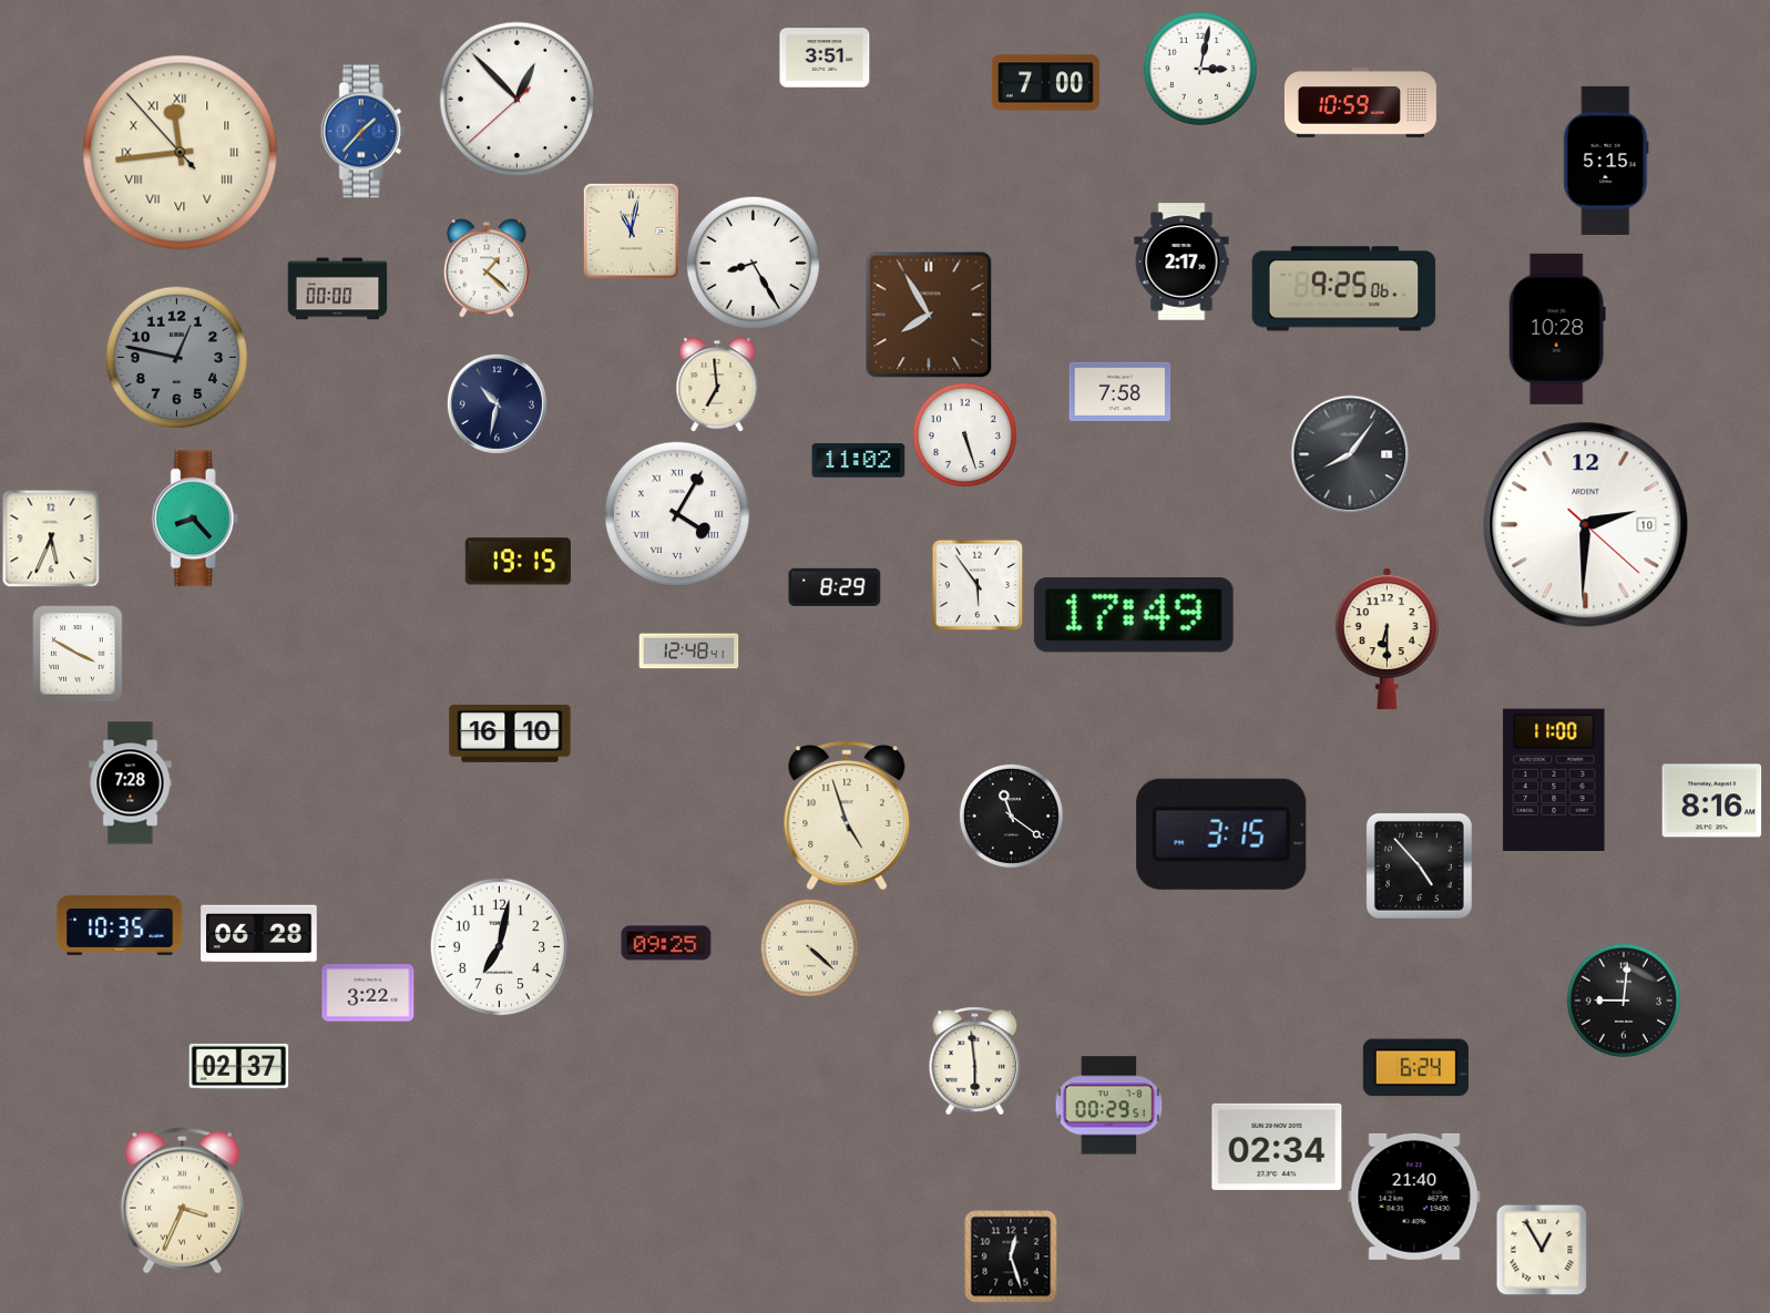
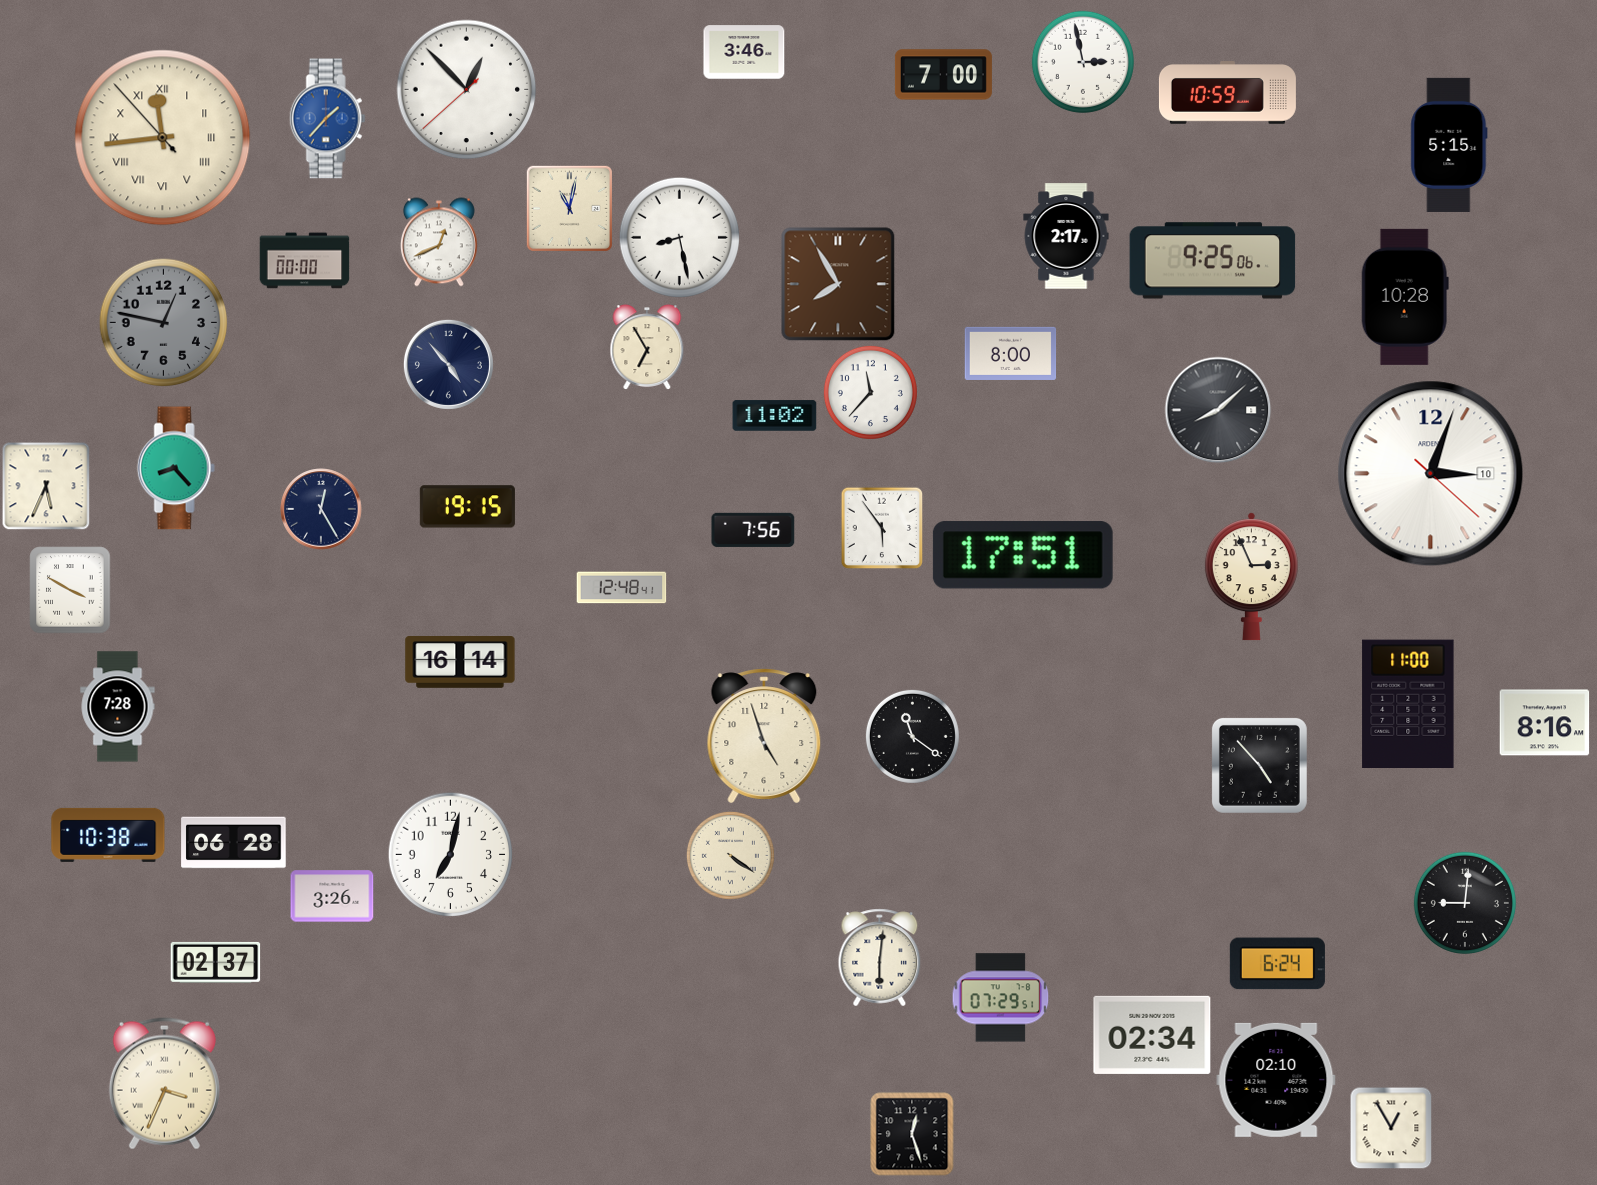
clock at (825, 58): 3:51 -> 3:46
clock at (1200, 69): 3:02 -> 2:58
clock at (753, 263): 8:25 -> 8:28
clock at (487, 268): 1:22 -> 12:41
clock at (177, 358) position: (177, 358) -> (164, 323)
clock at (717, 384): 6:59 -> 6:55
clock at (1121, 391): 7:58 -> 8:00
clock at (497, 403): 10:32 -> 4:53
clock at (964, 434): 5:27 -> 11:37
clock at (1350, 454): 8:06 -> 8:08
clock at (677, 514): 4:05 -> none
clock at (1586, 525): 2:30 -> 3:03
clock at (321, 509): none -> 12:25
clock at (835, 587): 8:29 -> 7:56
clock at (1134, 615): 17:49 -> 17:51
clock at (1387, 639): 6:30 -> 2:56
clock at (510, 735): 16:10 -> 16:14
clock at (1554, 779) position: (1554, 779) -> (1408, 703)
clock at (1221, 834): 3:15 -> none
clock at (1419, 865) position: (1419, 865) -> (1259, 765)
clock at (120, 925): 10:35 -> 10:38
clock at (666, 943): 09:25 -> none
clock at (809, 947): 4:22 -> 4:21
clock at (368, 993): 3:22 -> 3:26
clock at (975, 1061): 5:59 -> 6:01
clock at (1109, 1106): 00:29 -> 07:29
clock at (1414, 1197): 21:40 -> 02:10
